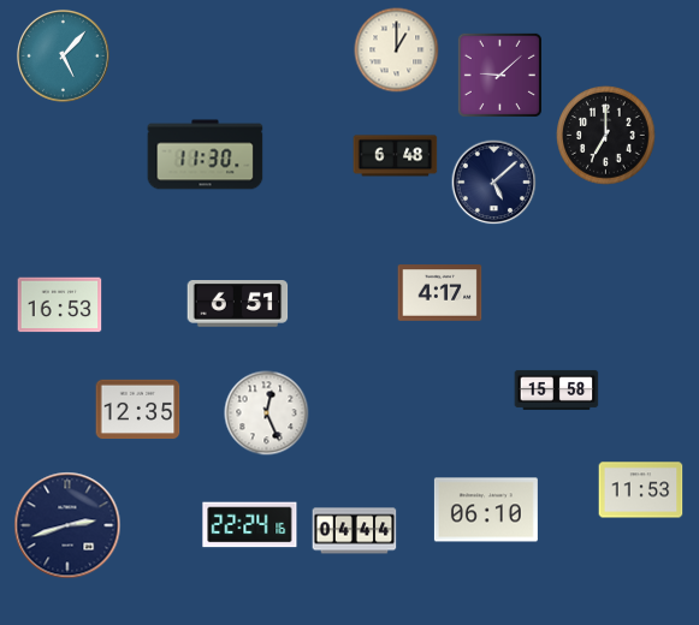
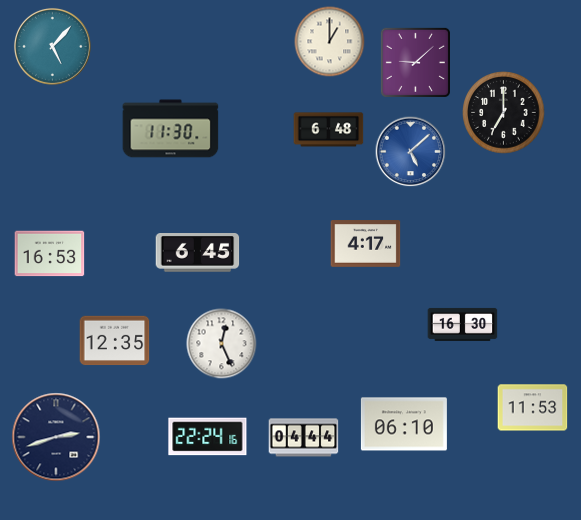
clock at (494, 183) dial: navy -> blue
clock at (238, 304): 6:51 -> 6:45
clock at (557, 389): 15:58 -> 16:30
clock at (355, 531) position: (355, 531) -> (304, 438)
